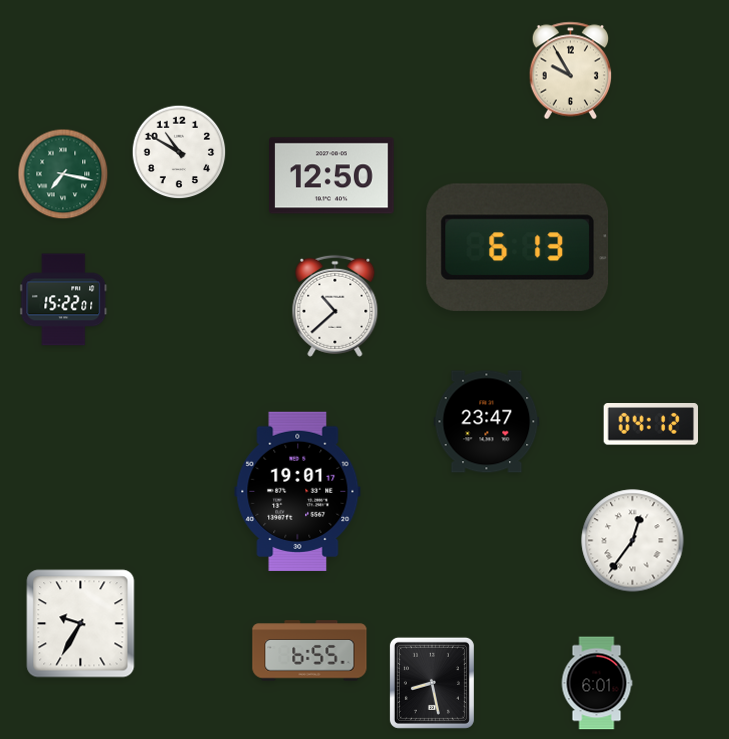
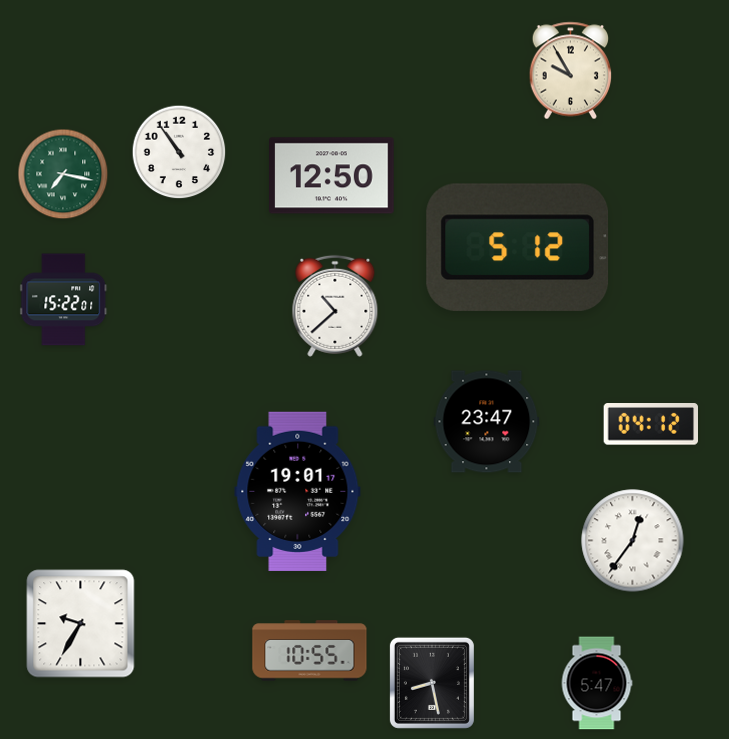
clock at (179, 152): 10:50 -> 10:54
clock at (518, 247): 6:13 -> 5:12
clock at (310, 651): 6:55 -> 10:55
clock at (597, 683): 6:01 -> 5:47
